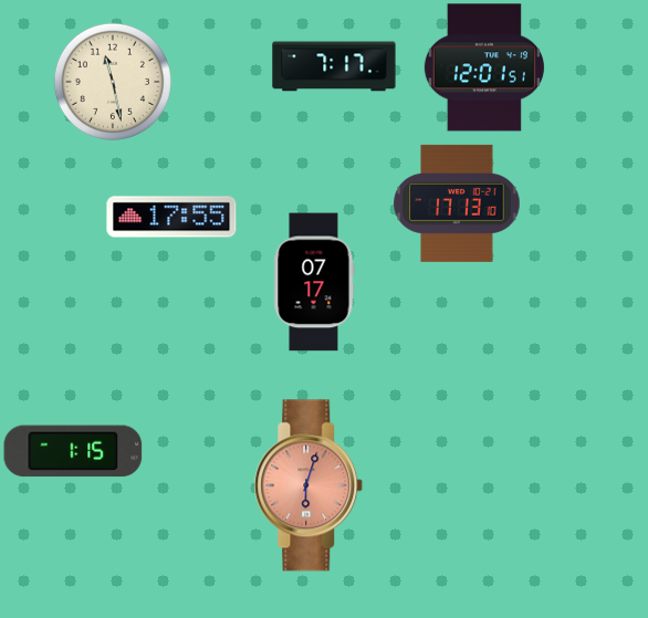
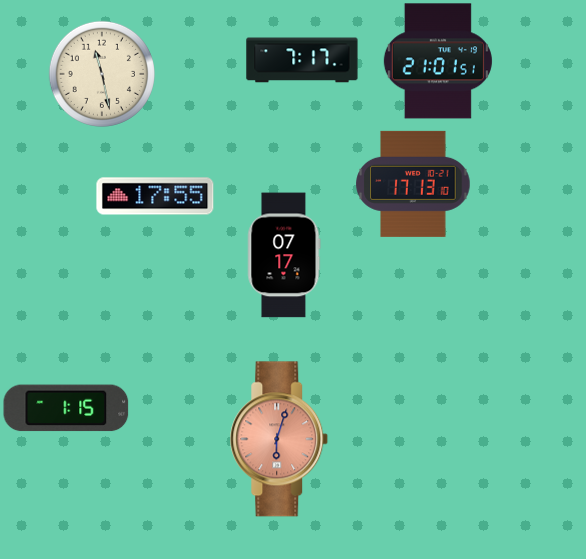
clock at (484, 67): 12:01 -> 21:01
